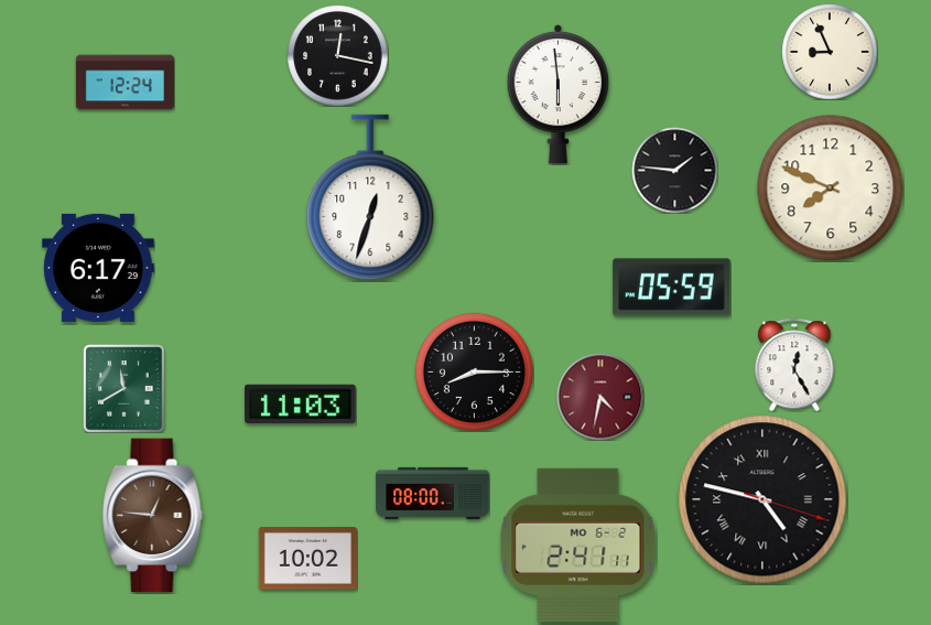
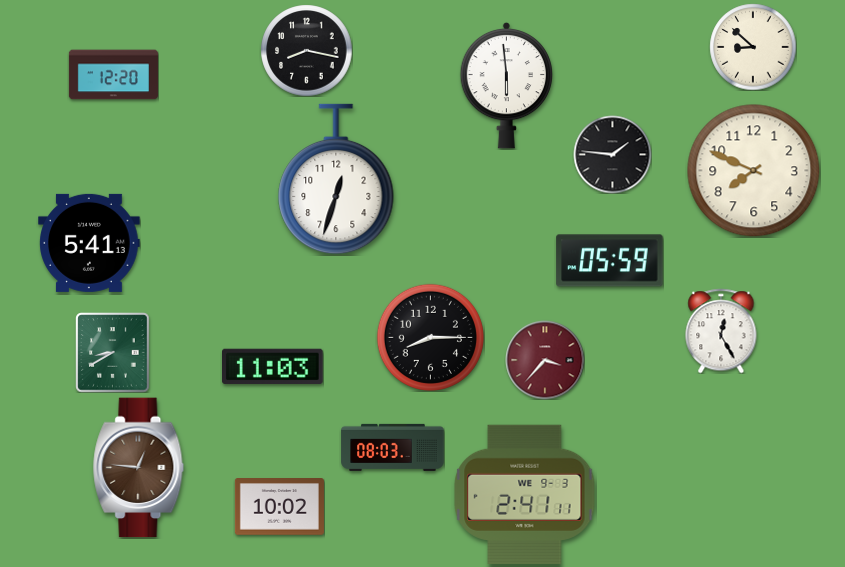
clock at (830, 52): 8:56 -> 8:52
clock at (337, 55): 12:17 -> 8:17
clock at (125, 83): 12:24 -> 12:20
clock at (98, 268): 6:17 -> 5:41
clock at (125, 388): 11:40 -> 8:40
clock at (600, 397): 4:32 -> 3:37
clock at (433, 493): 08:00 -> 08:03
clock at (762, 499): 4:47 -> none
clock at (578, 545) date: MO 6-2 -> WE 9-3
